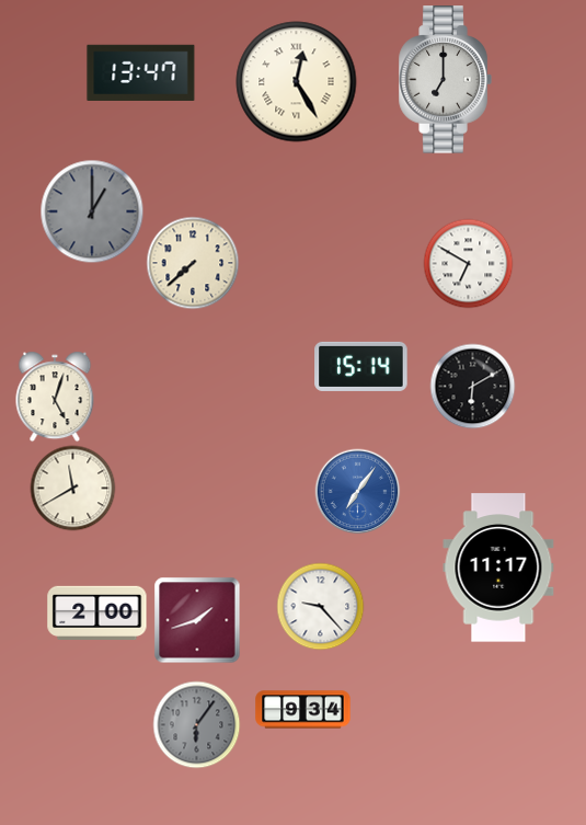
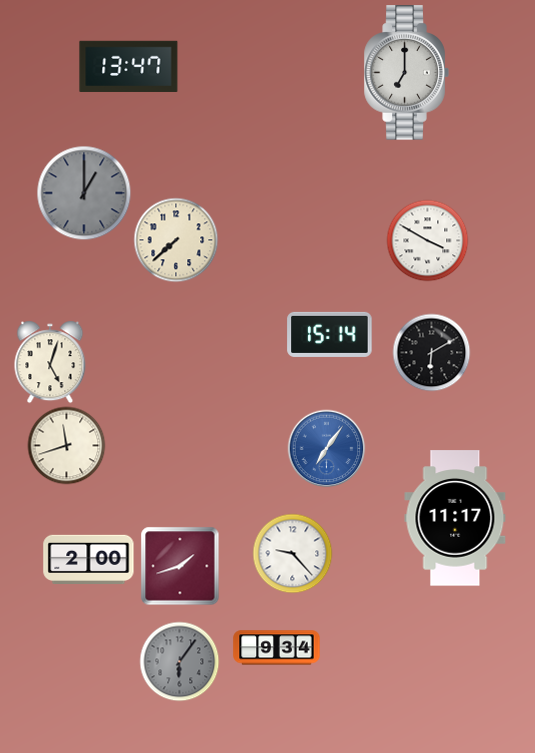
clock at (297, 82): 12:25 -> none
clock at (468, 263): 6:50 -> 3:50
clock at (72, 488): 11:40 -> 11:42
